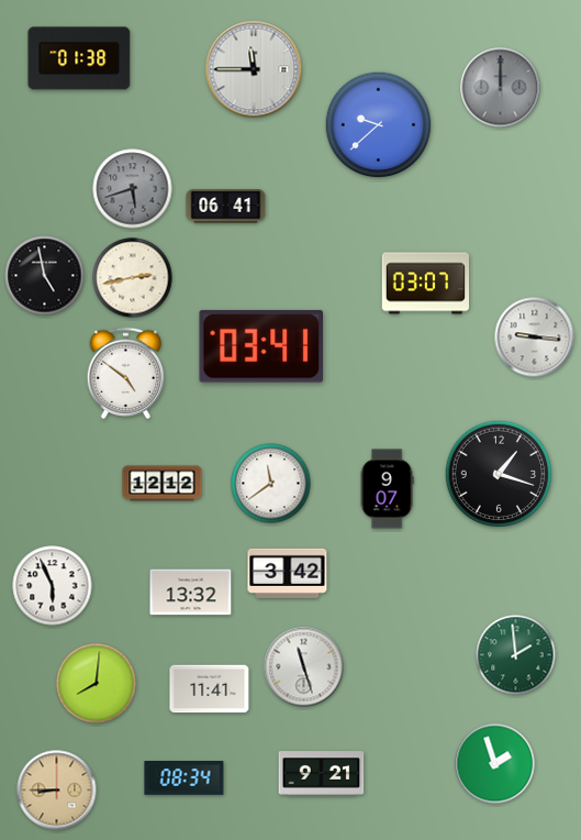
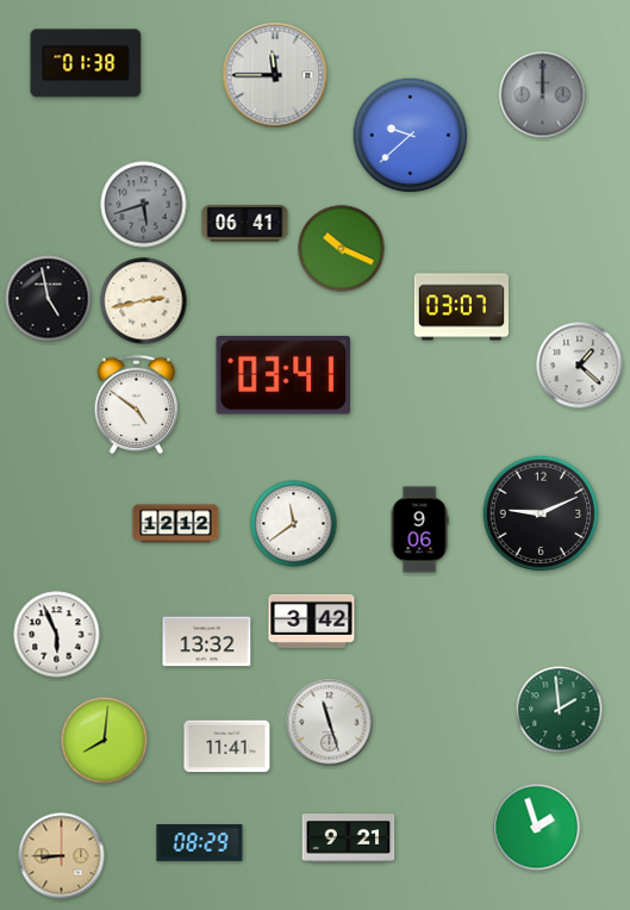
clock at (342, 249): none -> 10:19
clock at (535, 338): 9:16 -> 1:22
clock at (499, 474): 1:18 -> 9:11
clock at (387, 489): 9:07 -> 9:06
clock at (185, 778): 08:34 -> 08:29
